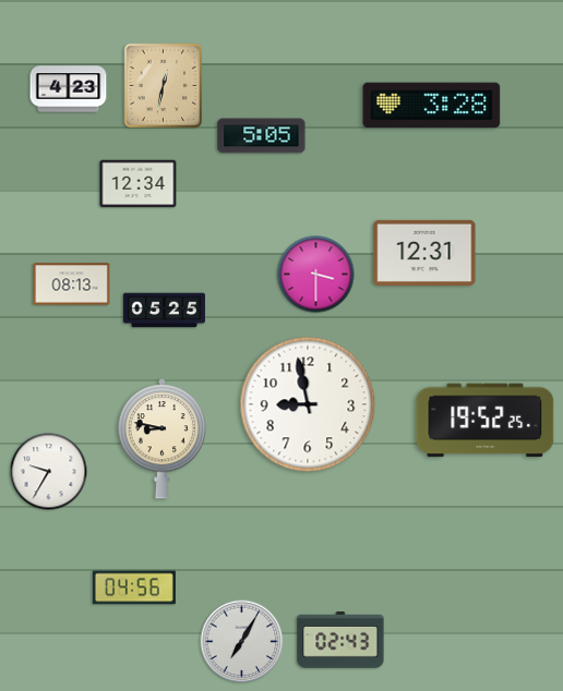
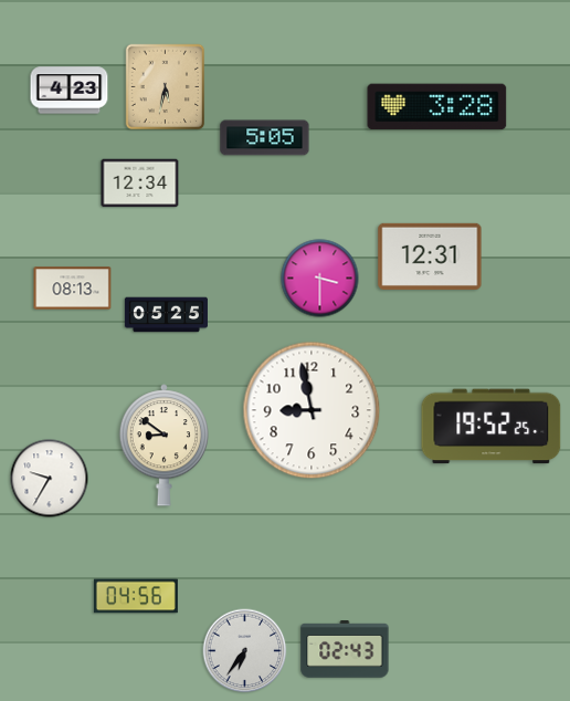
clock at (164, 86): 12:32 -> 5:32
clock at (139, 184) position: (139, 184) -> (140, 184)
clock at (161, 439): 8:47 -> 8:51
clock at (242, 642): 7:05 -> 6:36
